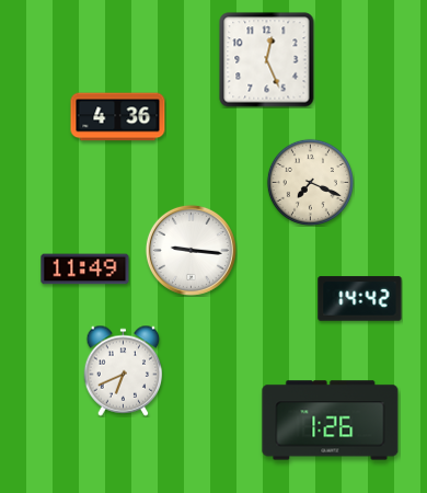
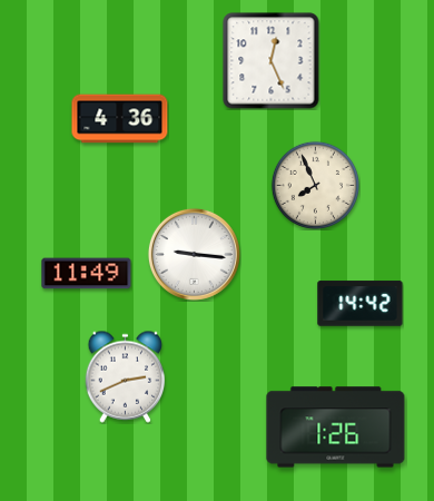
clock at (310, 182): 7:19 -> 7:56
clock at (360, 299) position: (360, 299) -> (361, 304)
clock at (124, 370): 6:41 -> 2:41
